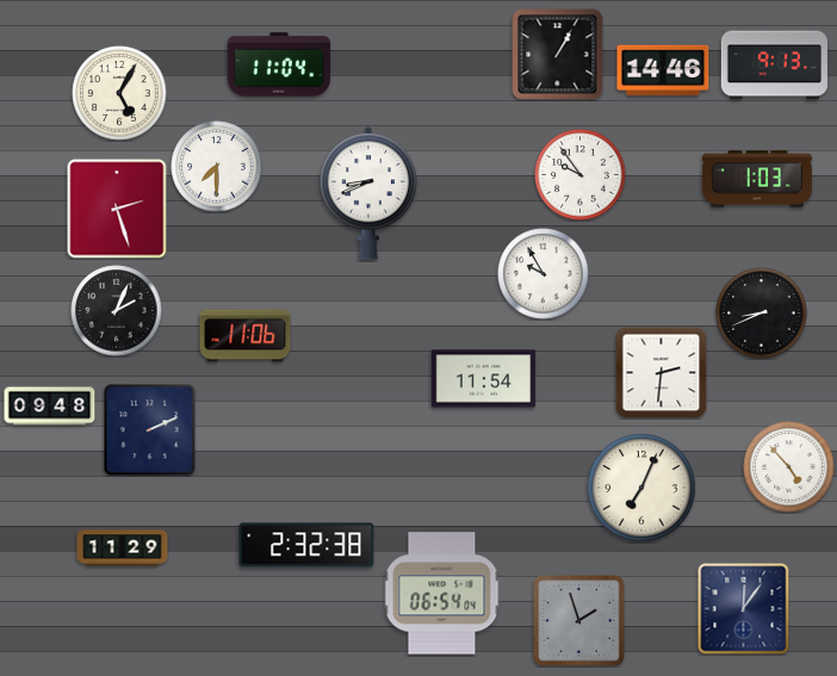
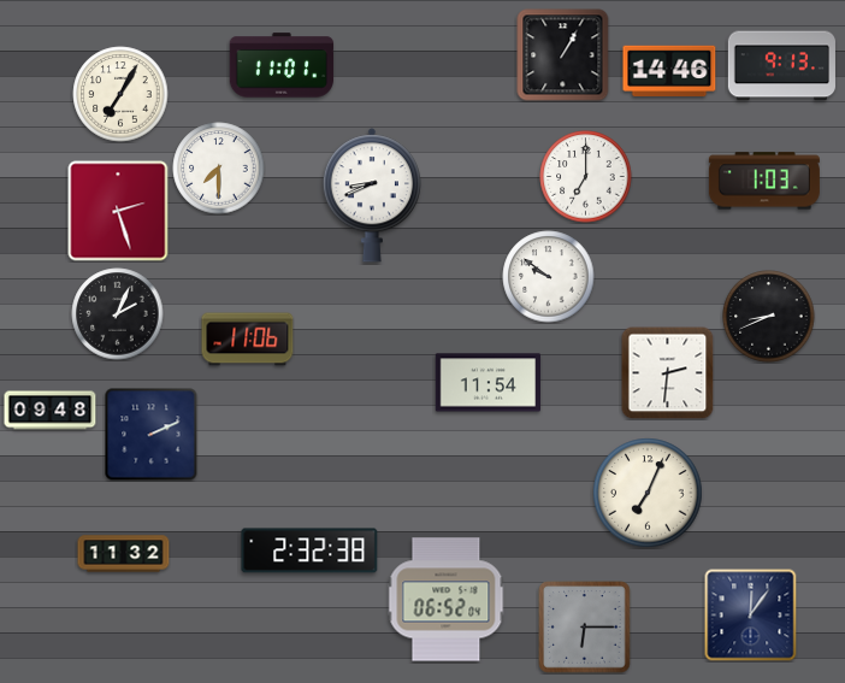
clock at (279, 64): 11:04 -> 11:01
clock at (119, 93): 5:05 -> 7:05
clock at (581, 175): 9:54 -> 7:00
clock at (544, 274): 9:55 -> 9:51
clock at (661, 372) position: (661, 372) -> (667, 372)
clock at (789, 467): 4:53 -> none
clock at (123, 548): 11:29 -> 11:32
clock at (442, 594): 06:54 -> 06:52
clock at (579, 621): 1:57 -> 6:15
